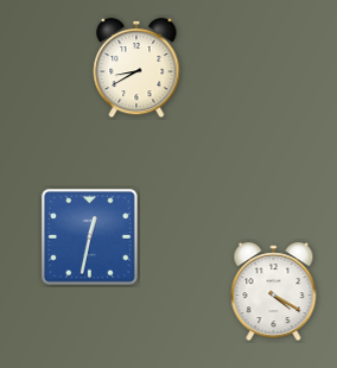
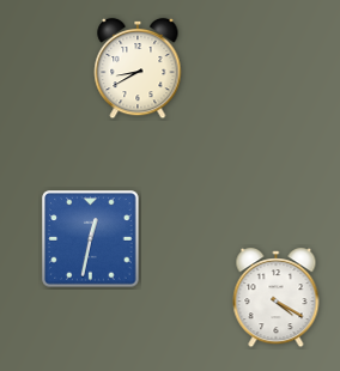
clock at (274, 292) position: (274, 292) -> (277, 298)
